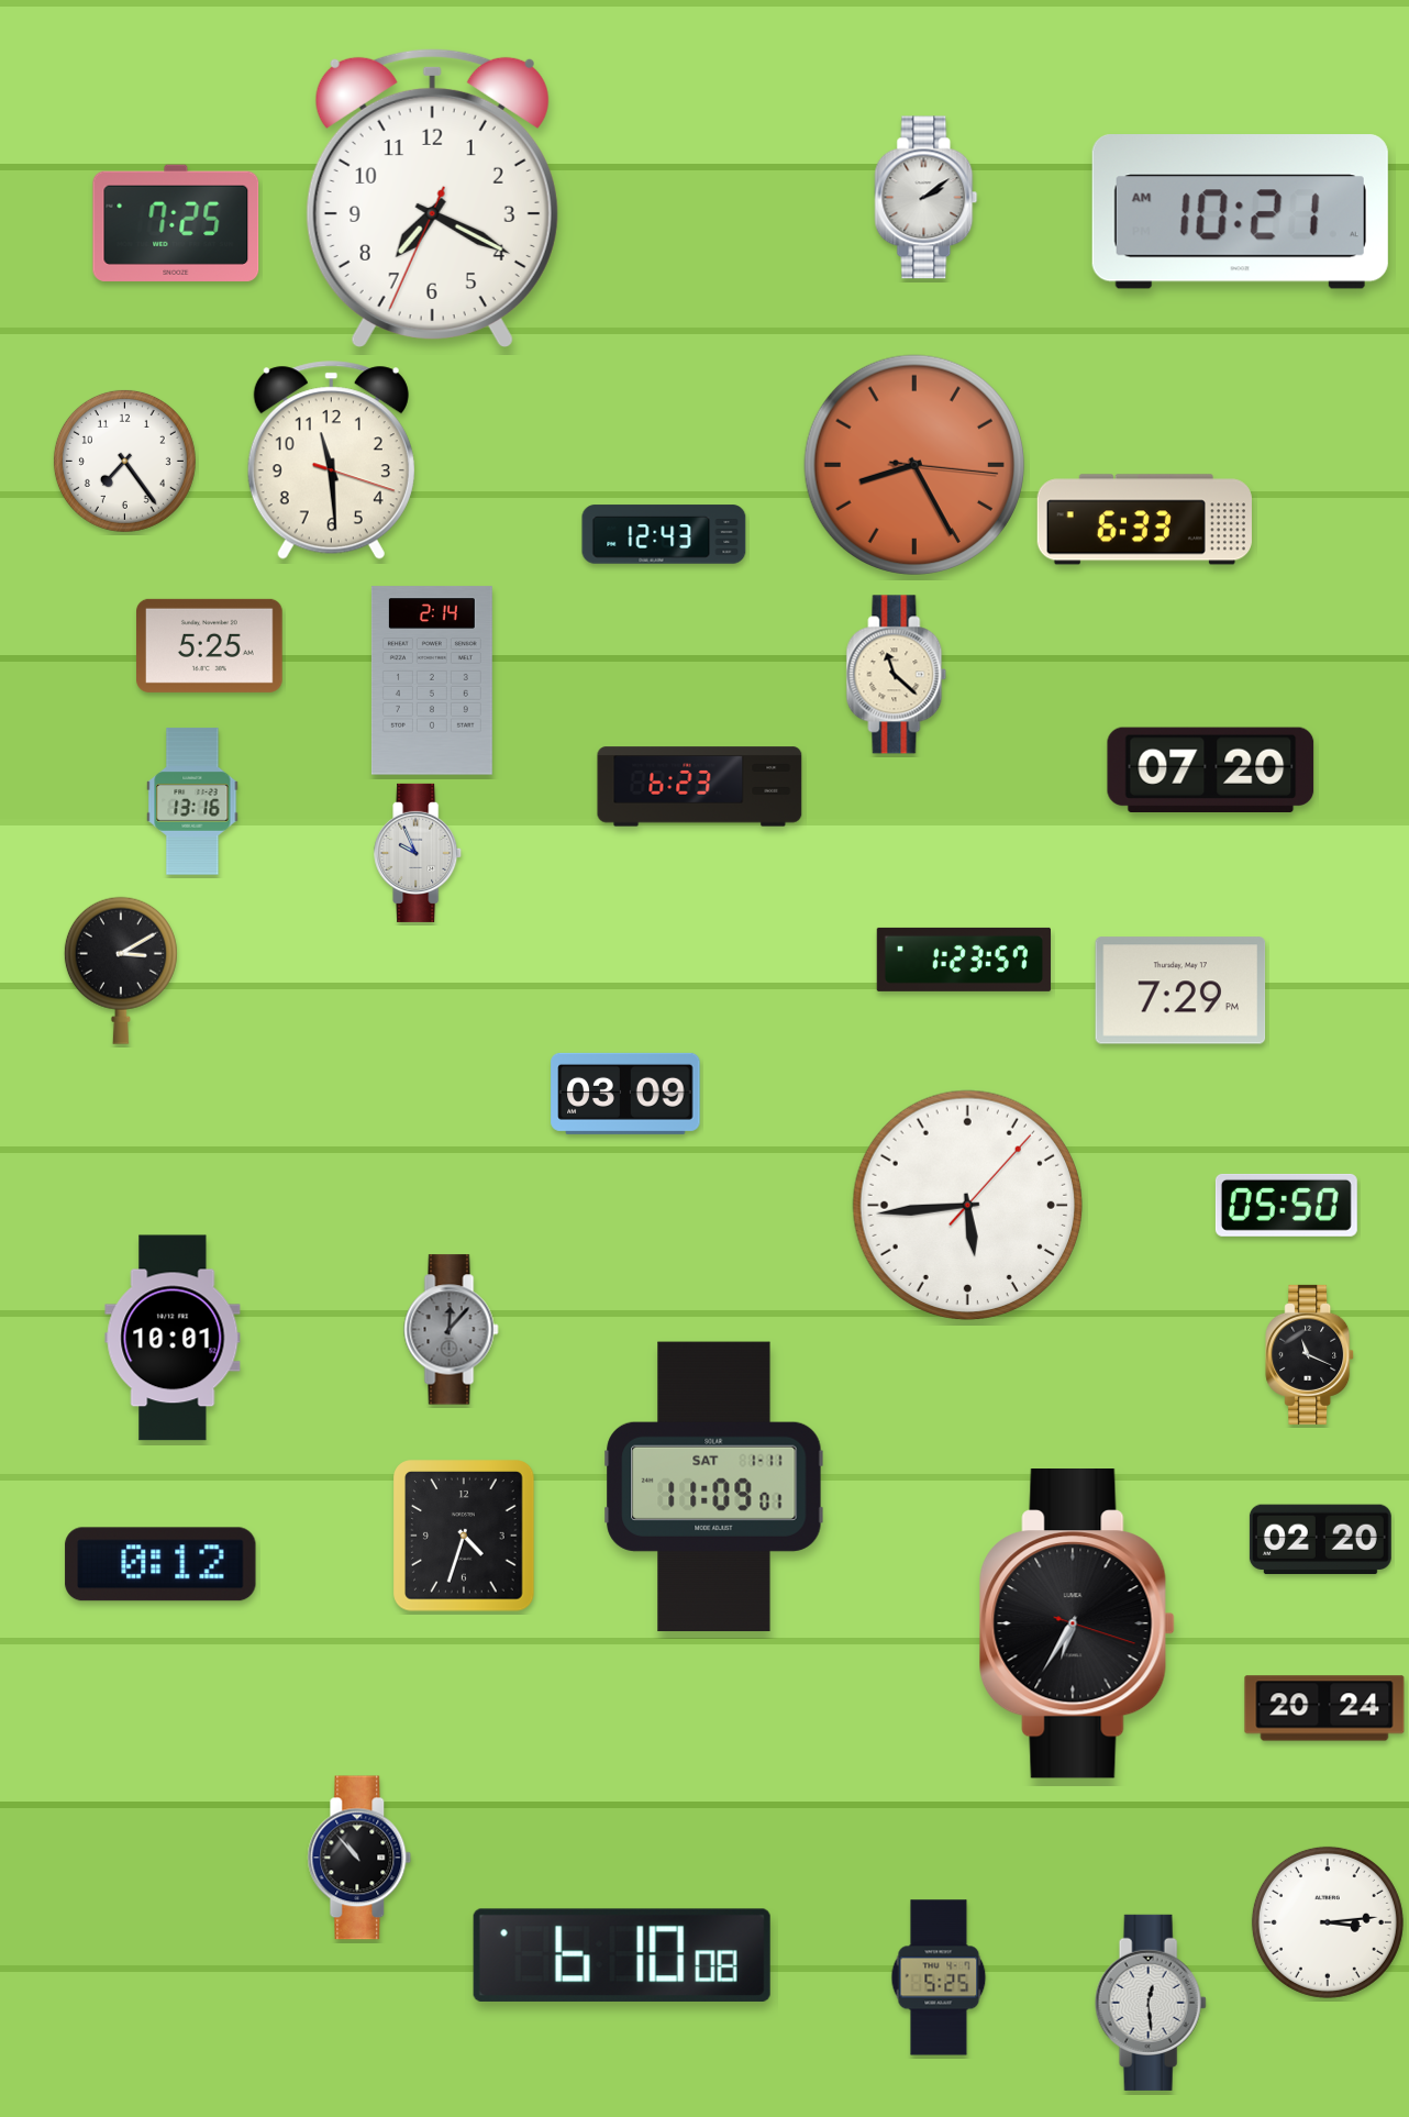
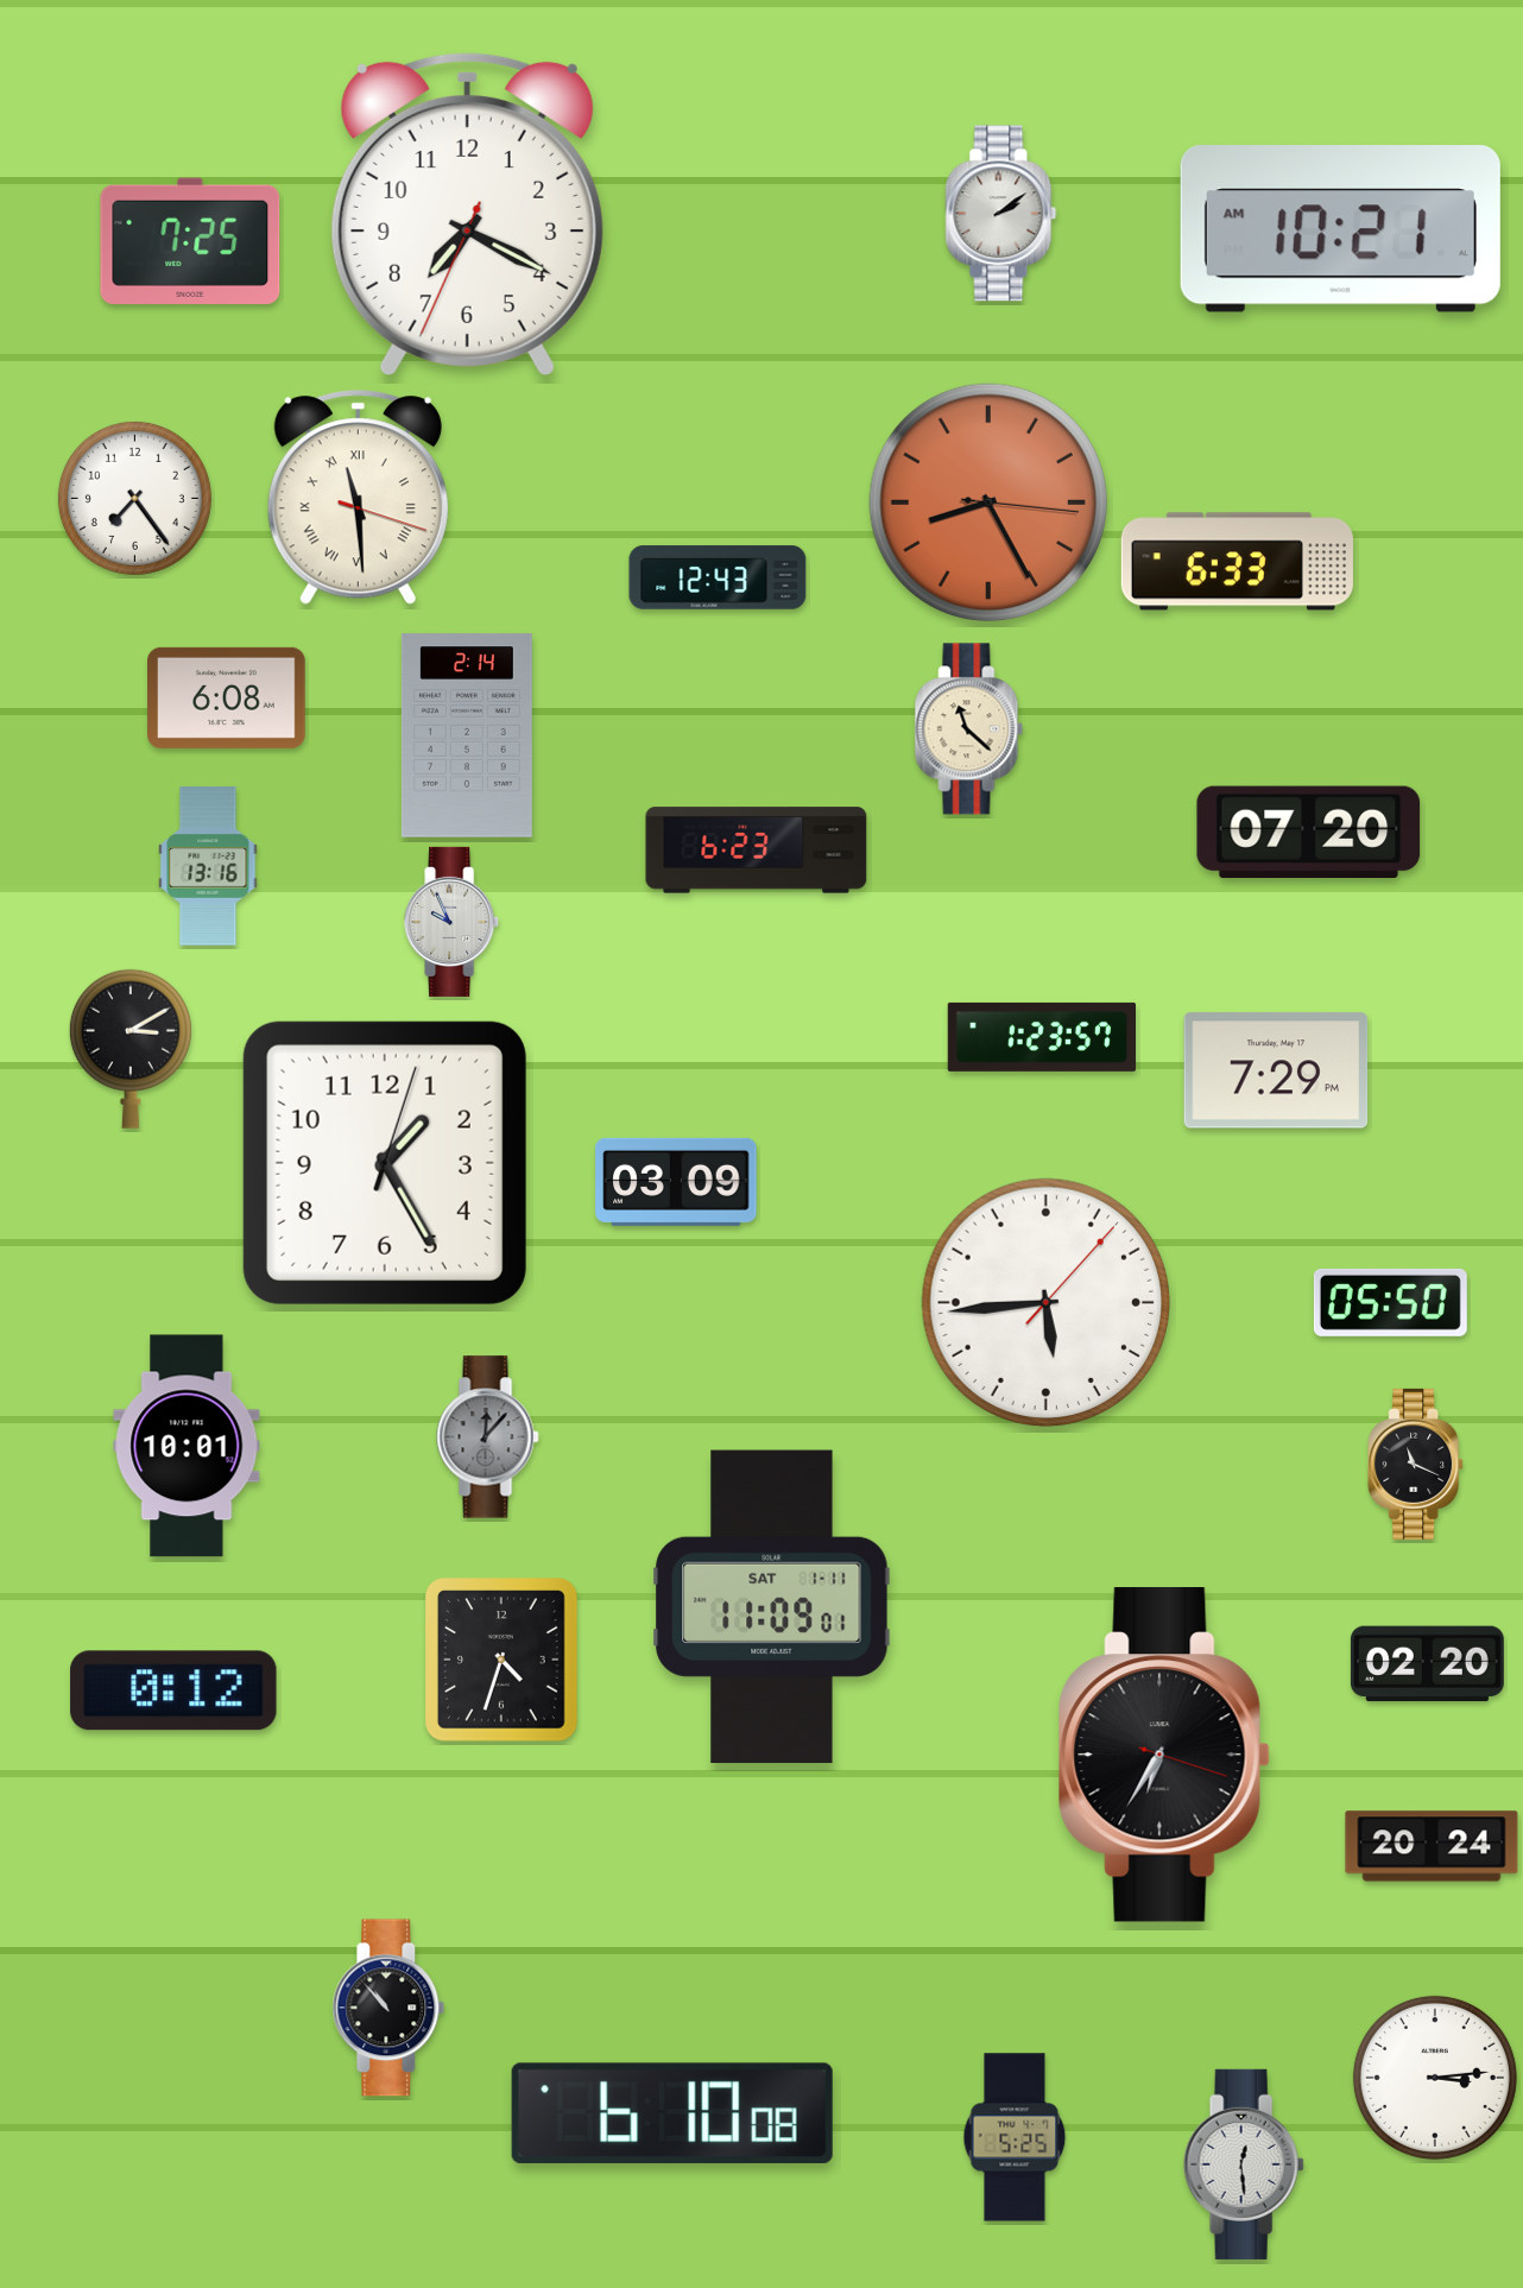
clock at (331, 461) numerals: Arabic -> Roman
clock at (210, 645): 5:25 -> 6:08
clock at (385, 1163): none -> 1:25
